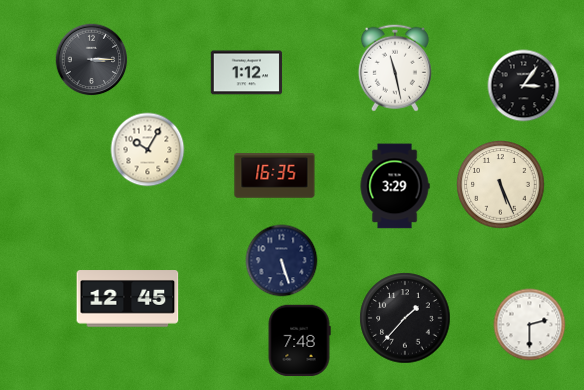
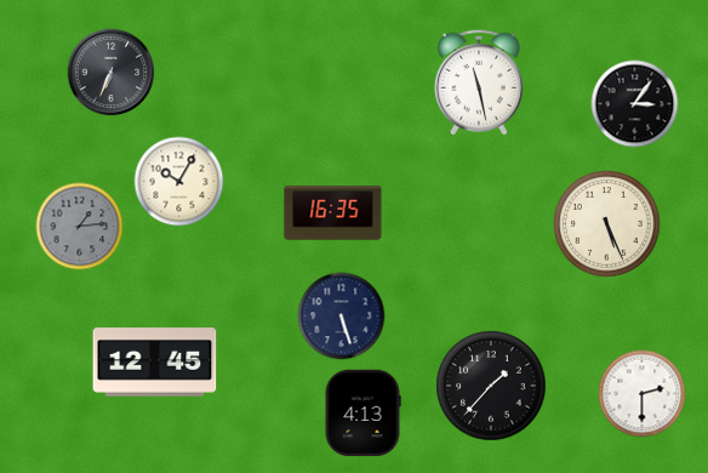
clock at (92, 60): 3:15 -> 6:34
clock at (247, 73): 1:12 -> none
clock at (395, 186): 3:29 -> none
clock at (80, 227): none -> 1:14
clock at (299, 341): 7:48 -> 4:13
